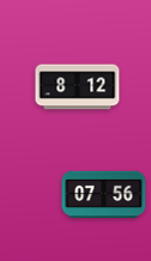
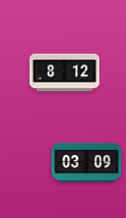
clock at (104, 195): 07:56 -> 03:09
